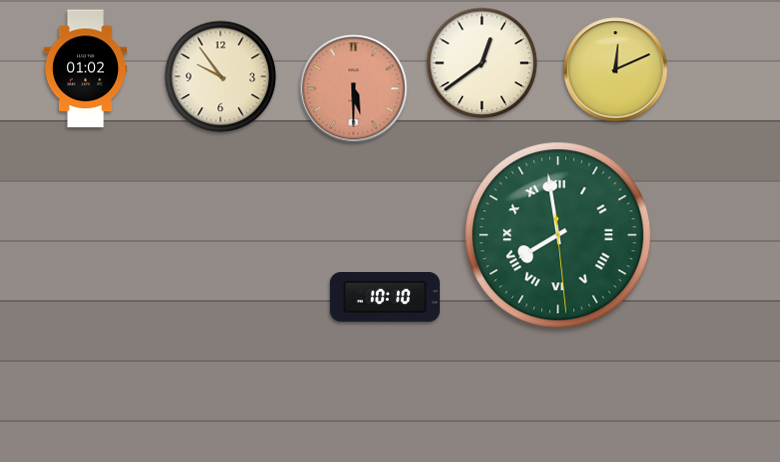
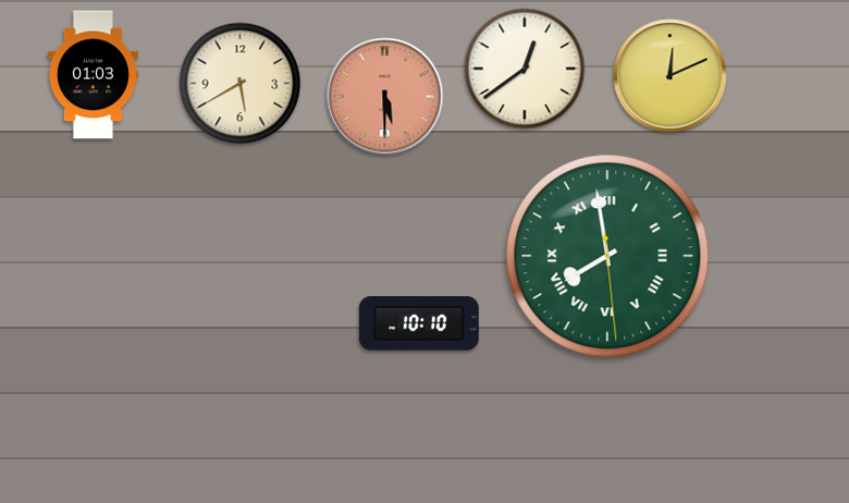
clock at (85, 69): 01:02 -> 01:03
clock at (221, 77): 9:54 -> 5:40
